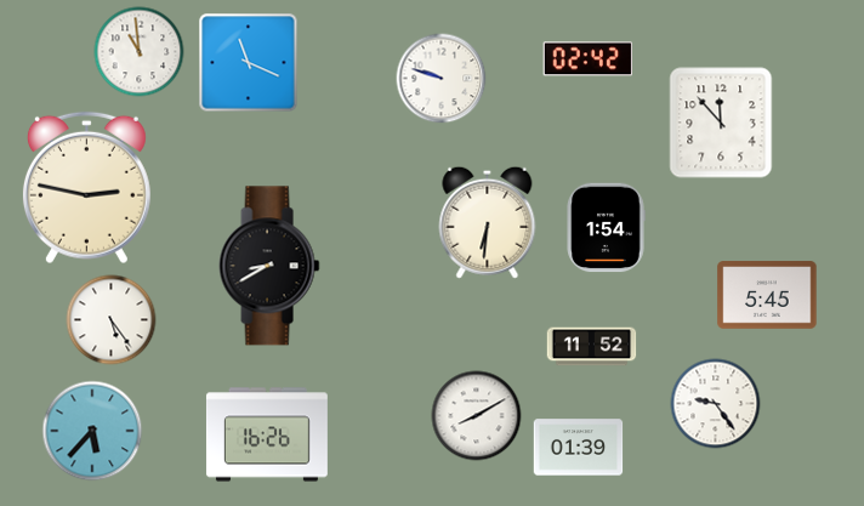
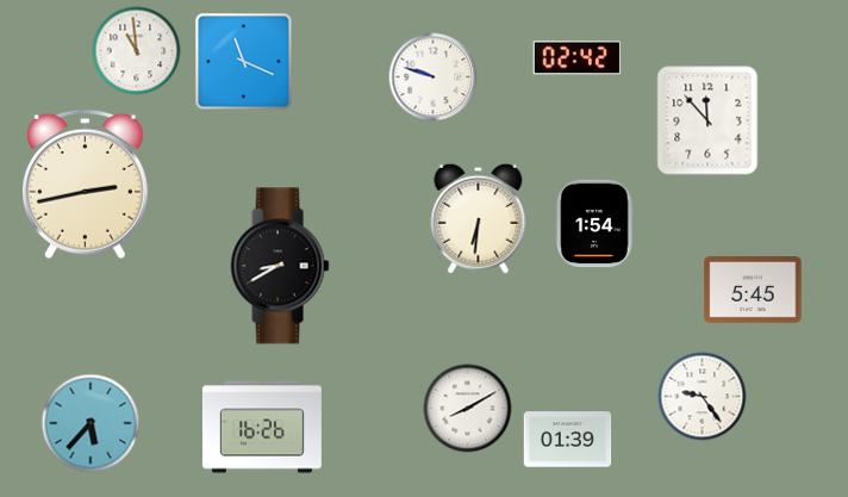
clock at (86, 188): 2:47 -> 2:43
clock at (269, 266) position: (269, 266) -> (280, 266)
clock at (112, 320): 5:24 -> none
clock at (592, 347): 11:52 -> none
